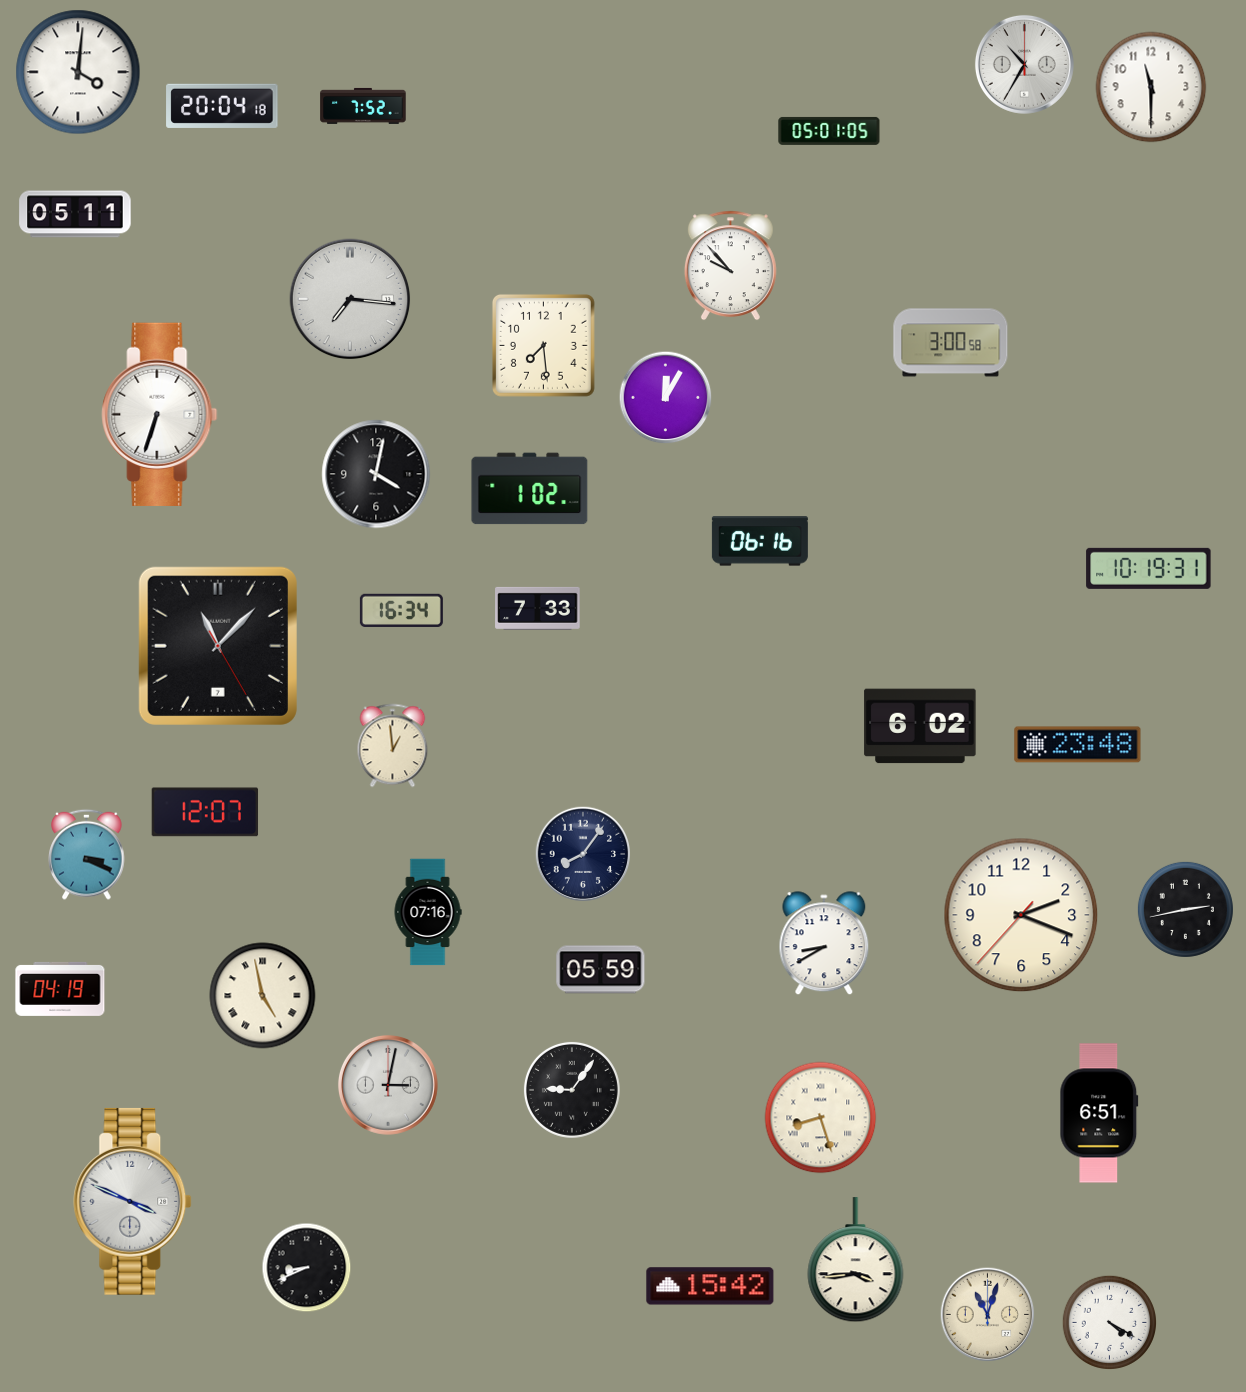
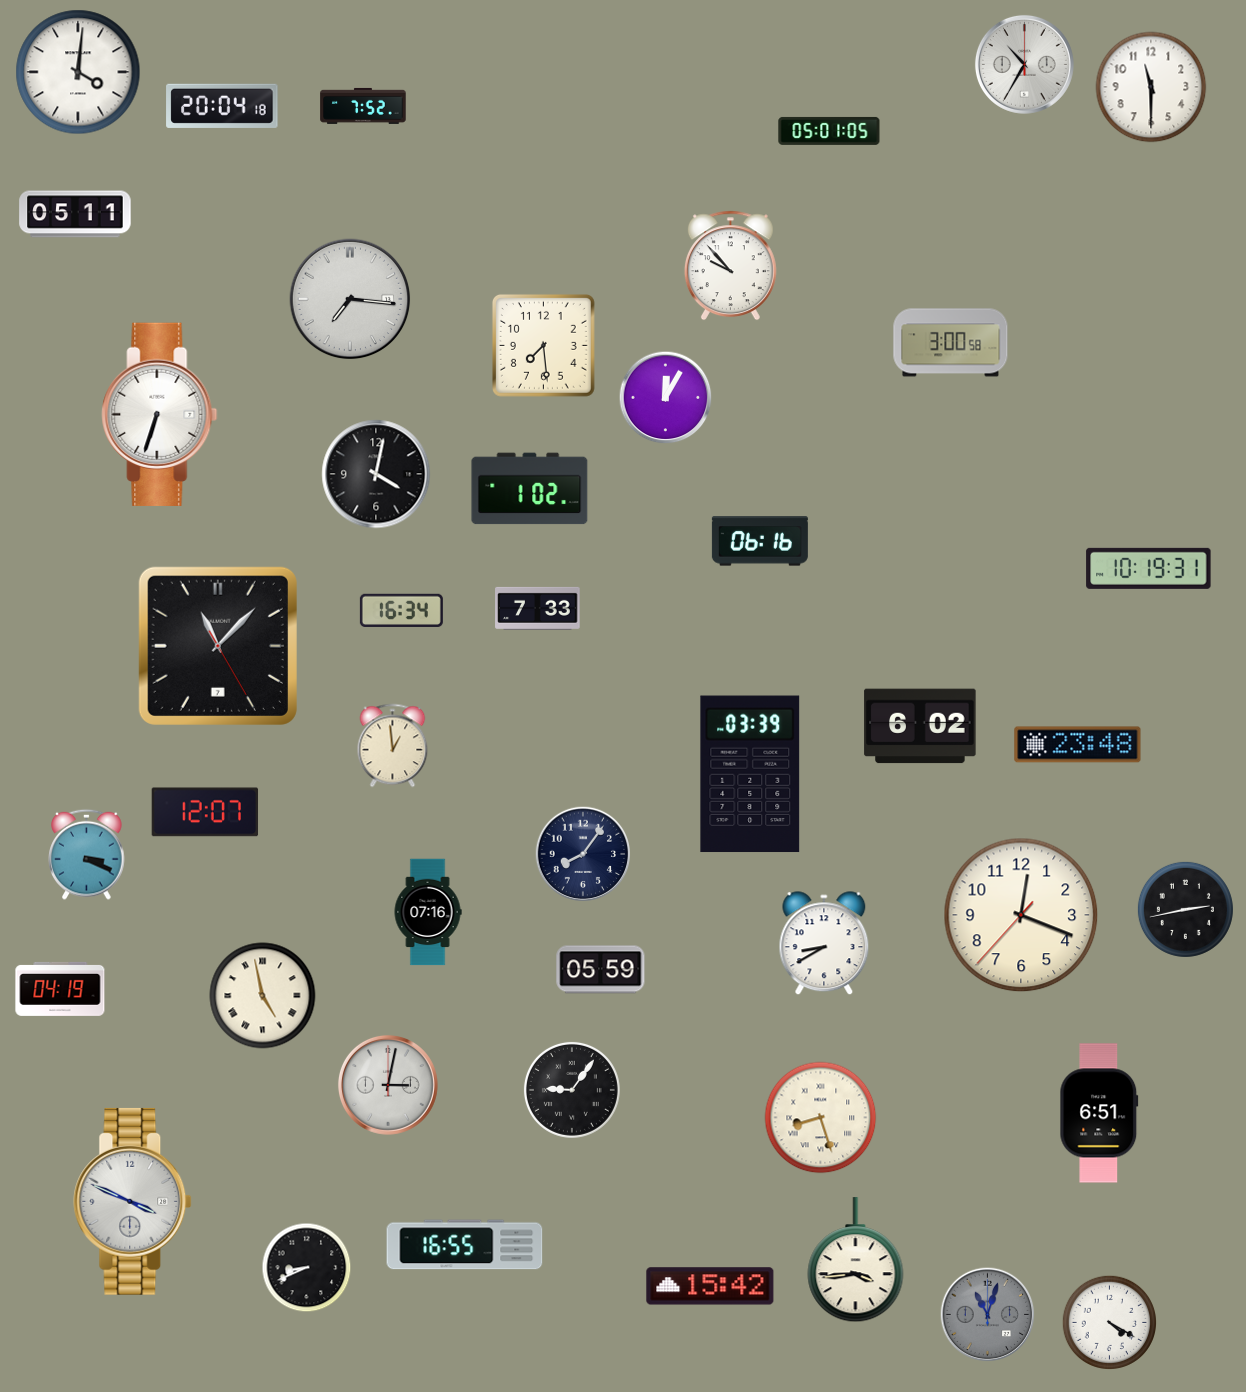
clock at (750, 774): none -> 03:39
clock at (1021, 915): 2:18 -> 12:18
clock at (465, 1245): none -> 16:55
clock at (988, 1315) dial: cream -> grey
